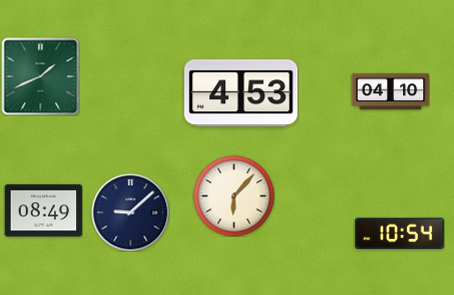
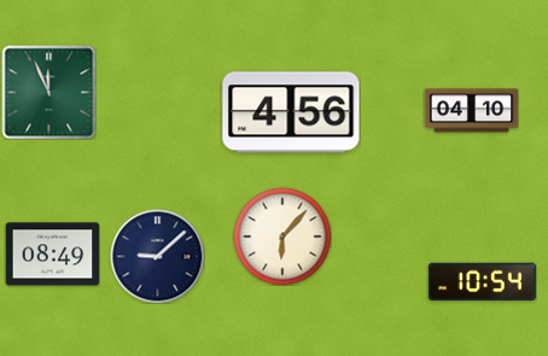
clock at (40, 76): 1:41 -> 11:56
clock at (241, 93): 4:53 -> 4:56
